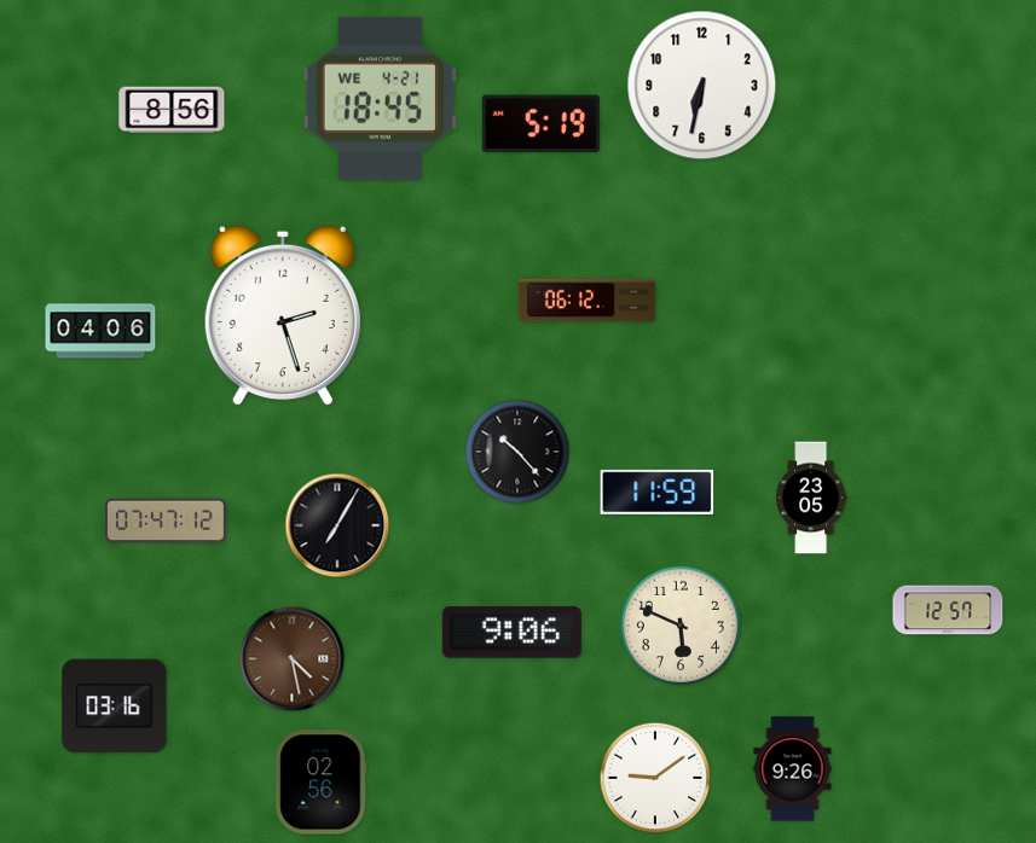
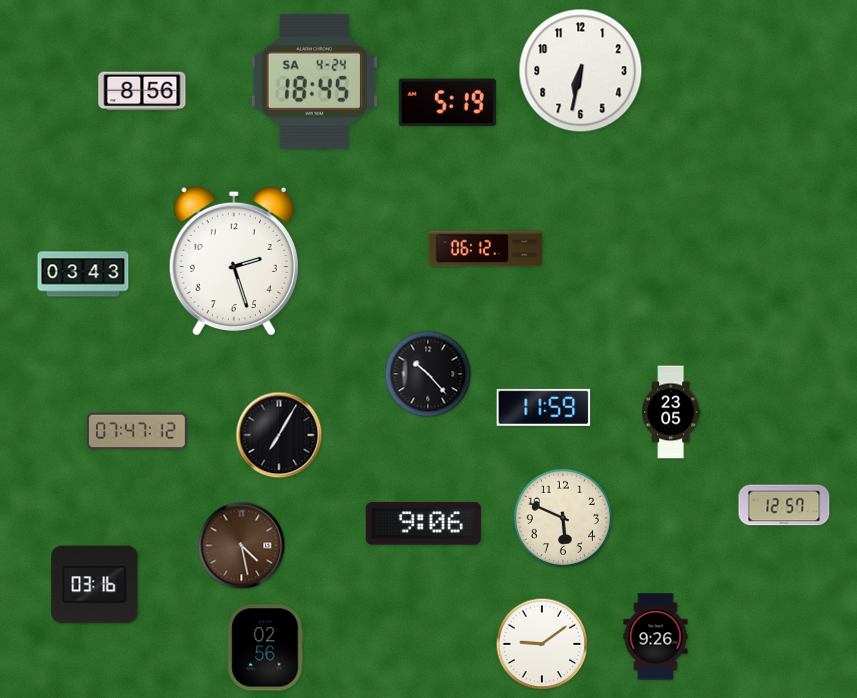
clock at (380, 98) date: WE 4-21 -> SA 4-24
clock at (100, 331): 04:06 -> 03:43
